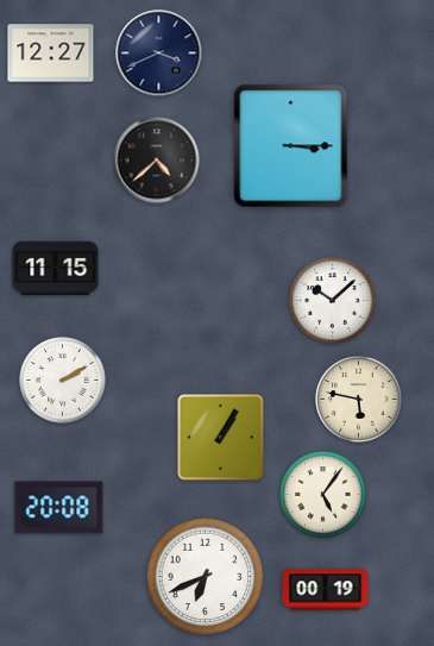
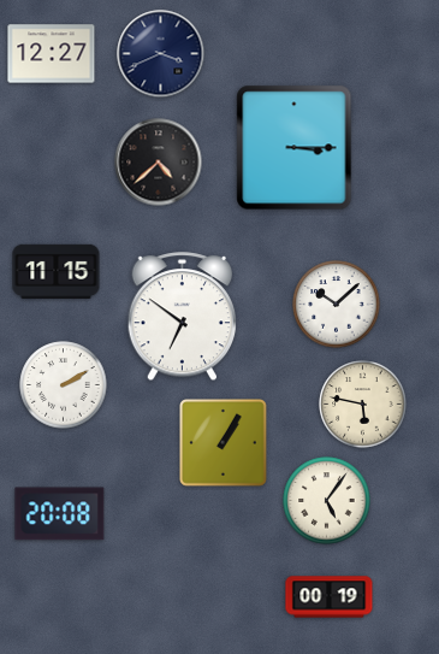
clock at (183, 317): none -> 6:51
clock at (206, 577): 6:41 -> none
